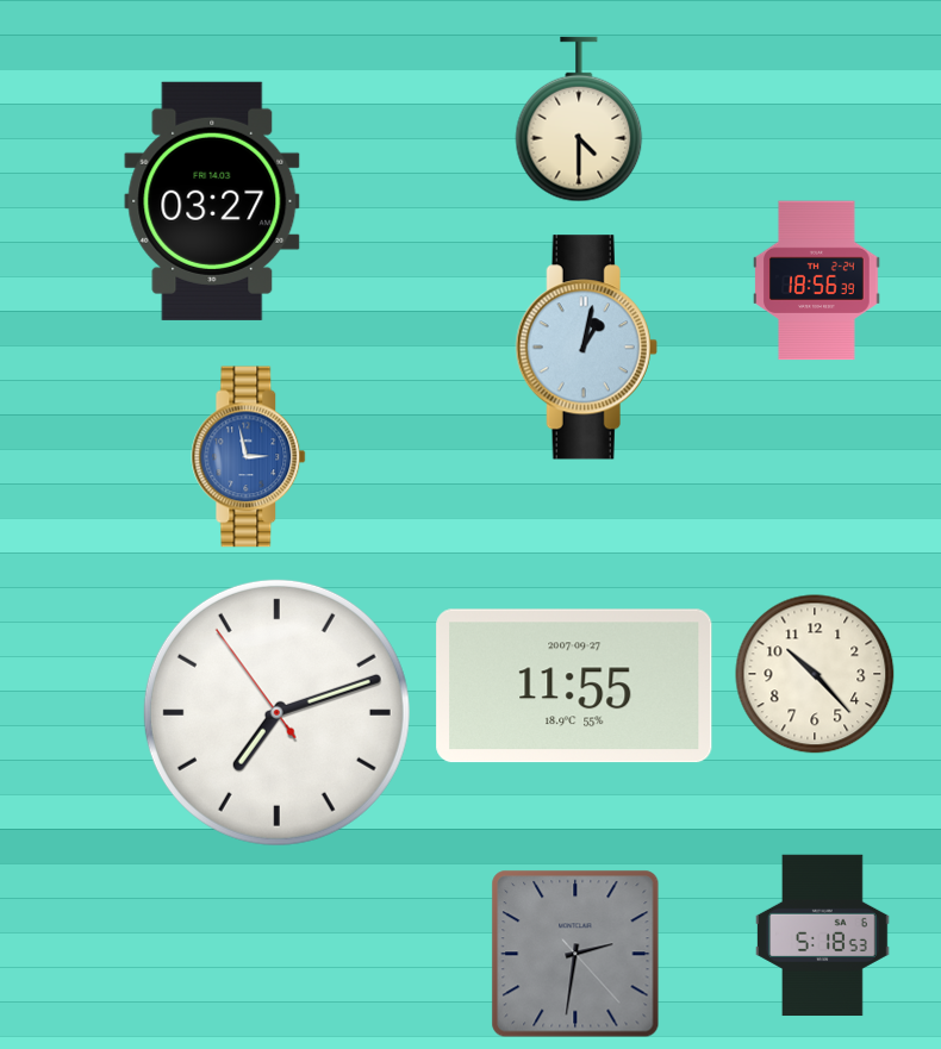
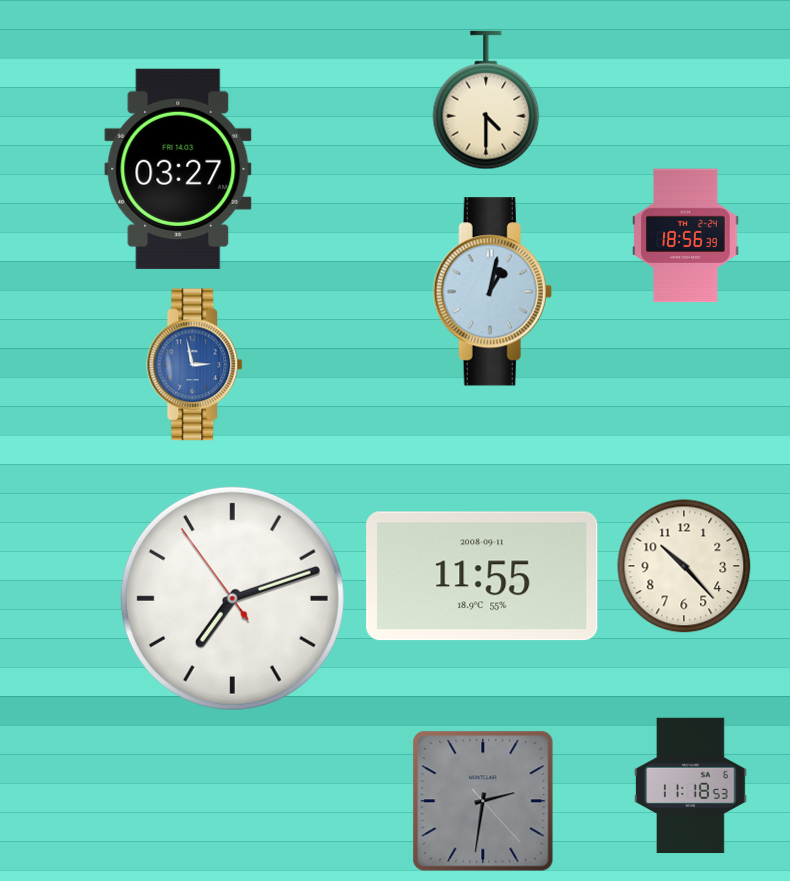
clock at (249, 457) position: (249, 457) -> (195, 365)
clock at (574, 686) date: 2007-09-27 -> 2008-09-11
clock at (823, 936): 5:18 -> 11:18
